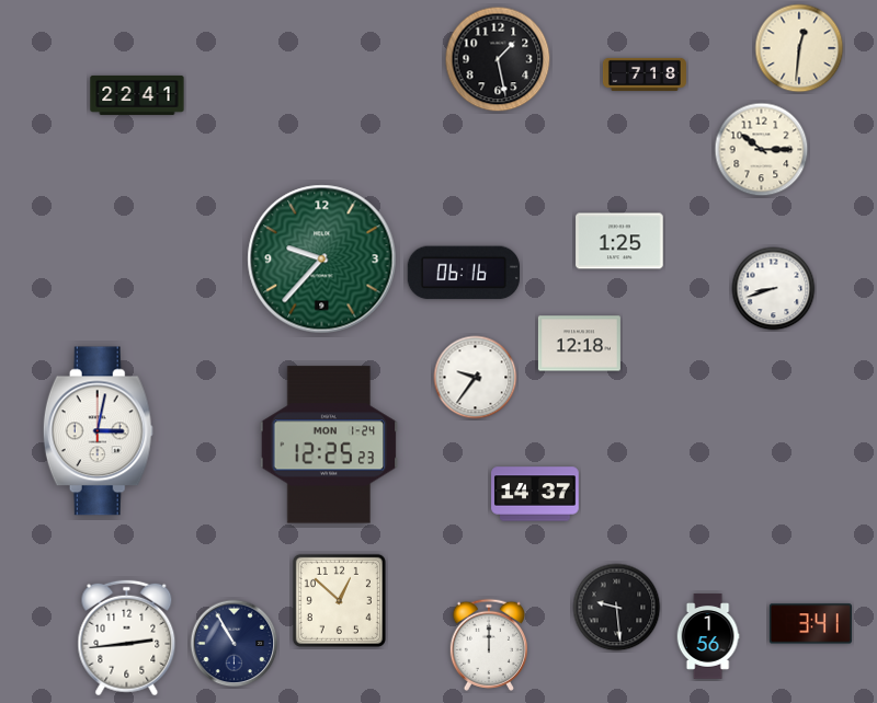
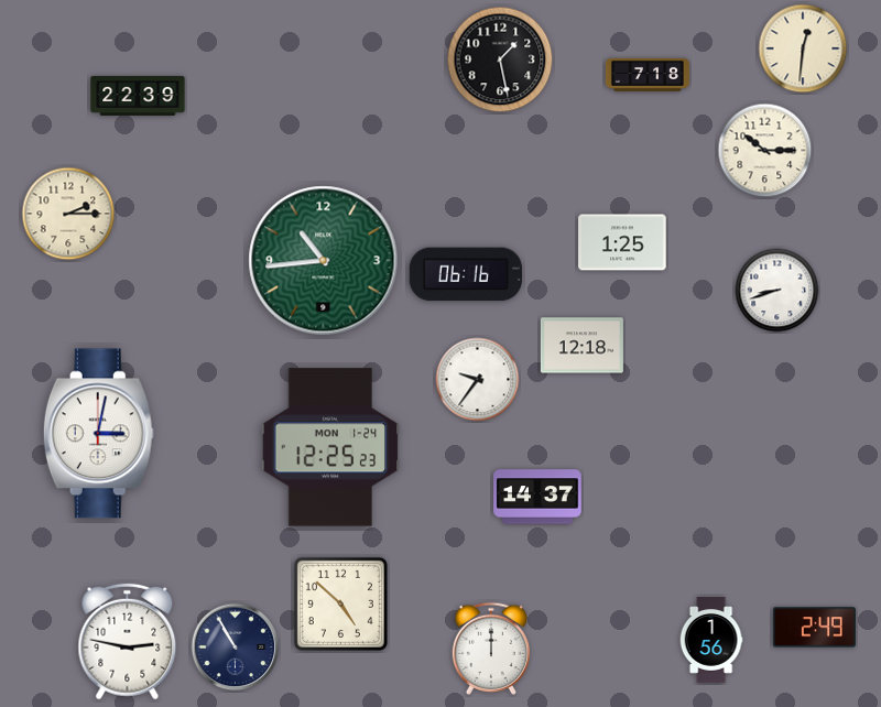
clock at (137, 95): 22:41 -> 22:39
clock at (68, 214): none -> 2:15
clock at (322, 260): 9:37 -> 10:44
clock at (339, 600): 12:52 -> 4:52
clock at (617, 608): 9:29 -> none
clock at (810, 624): 3:41 -> 2:49
clock at (127, 638): 2:44 -> 2:47
